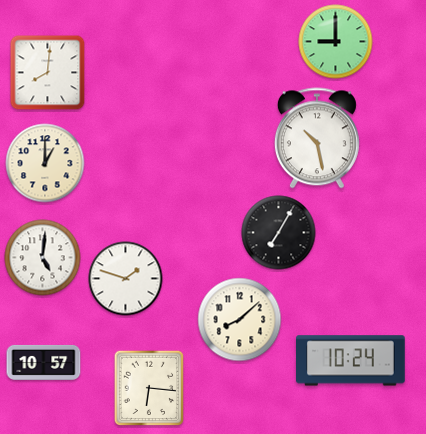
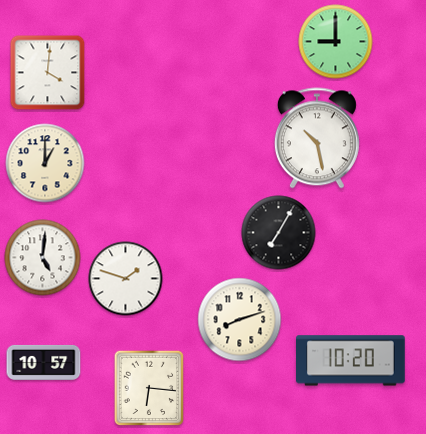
clock at (48, 73): 8:01 -> 4:01
clock at (240, 320): 8:08 -> 8:12
clock at (351, 361): 10:24 -> 10:20
